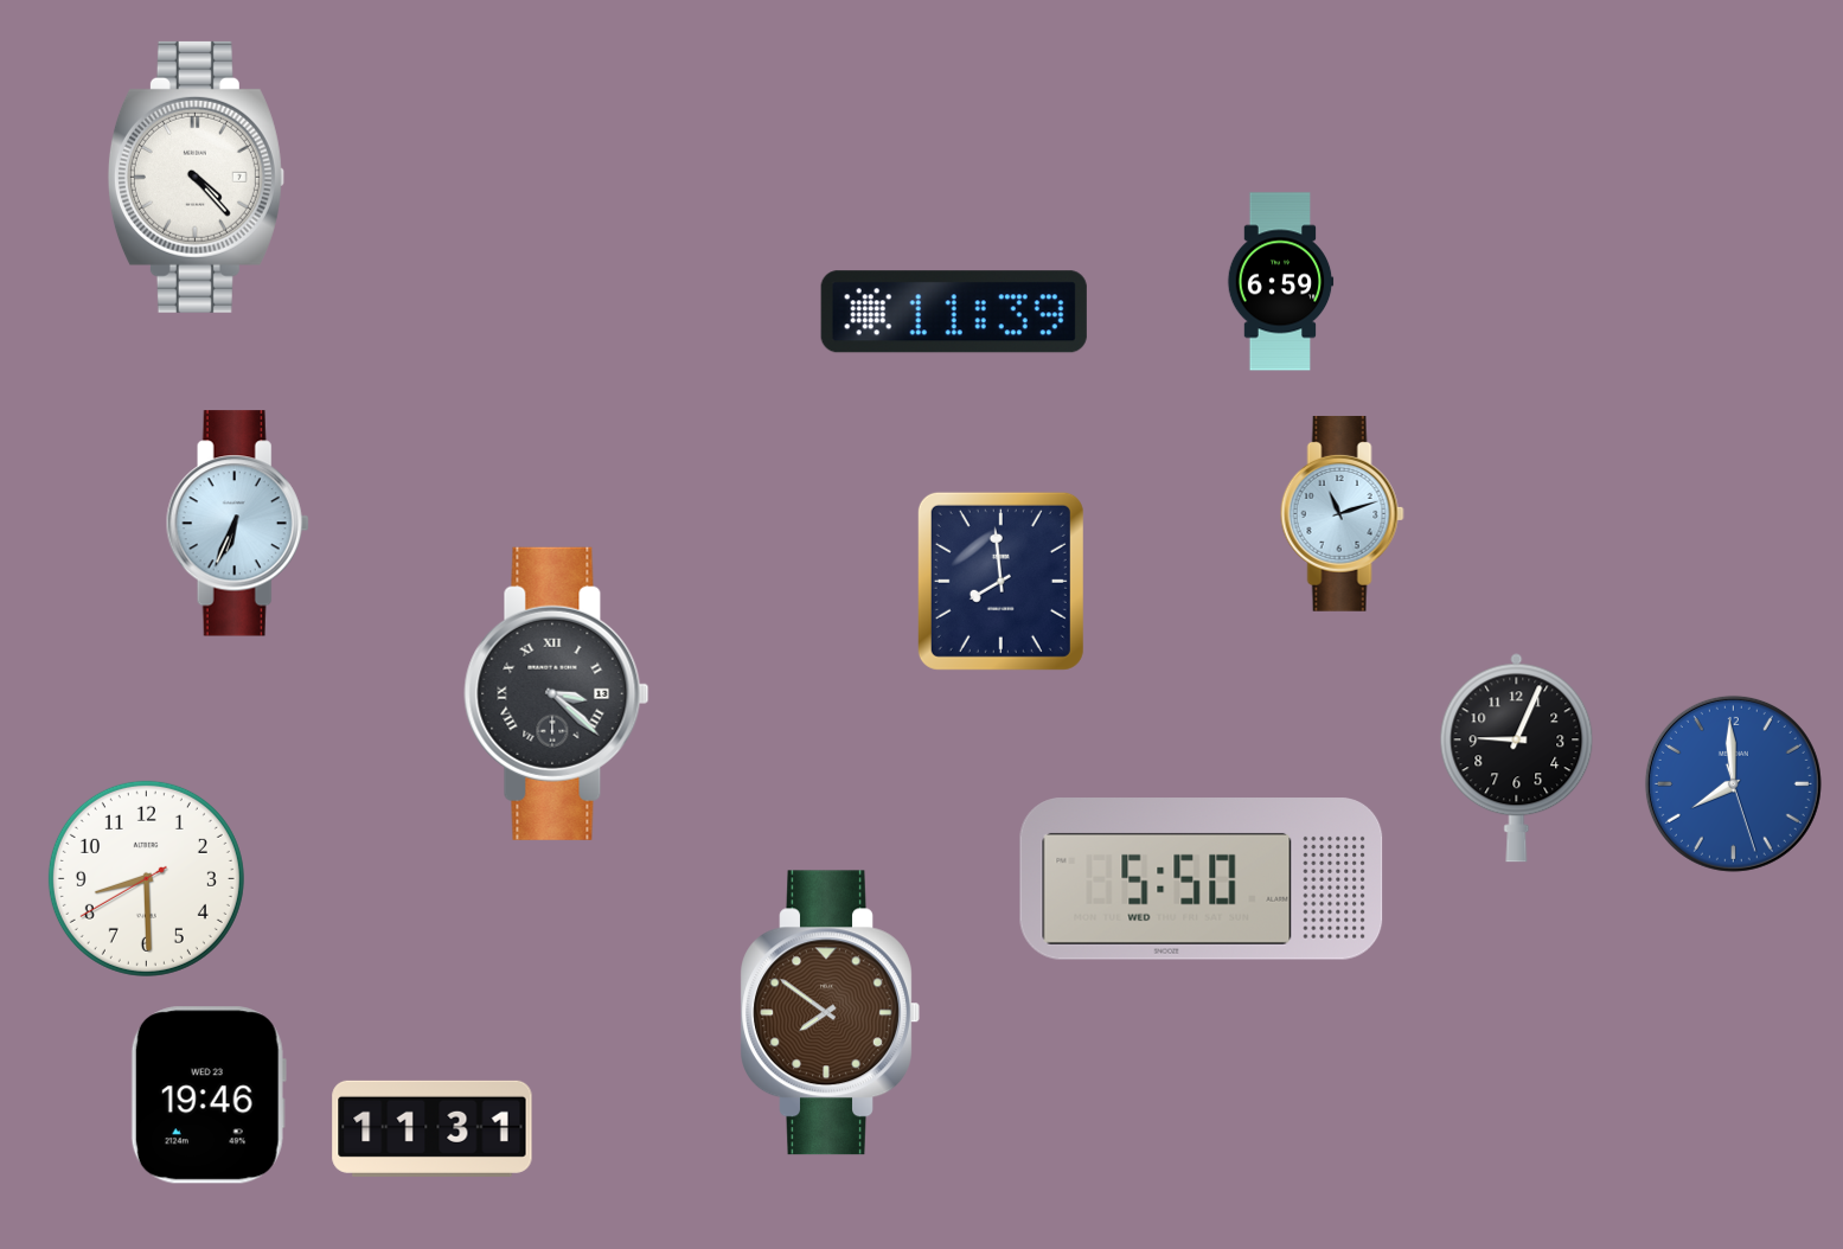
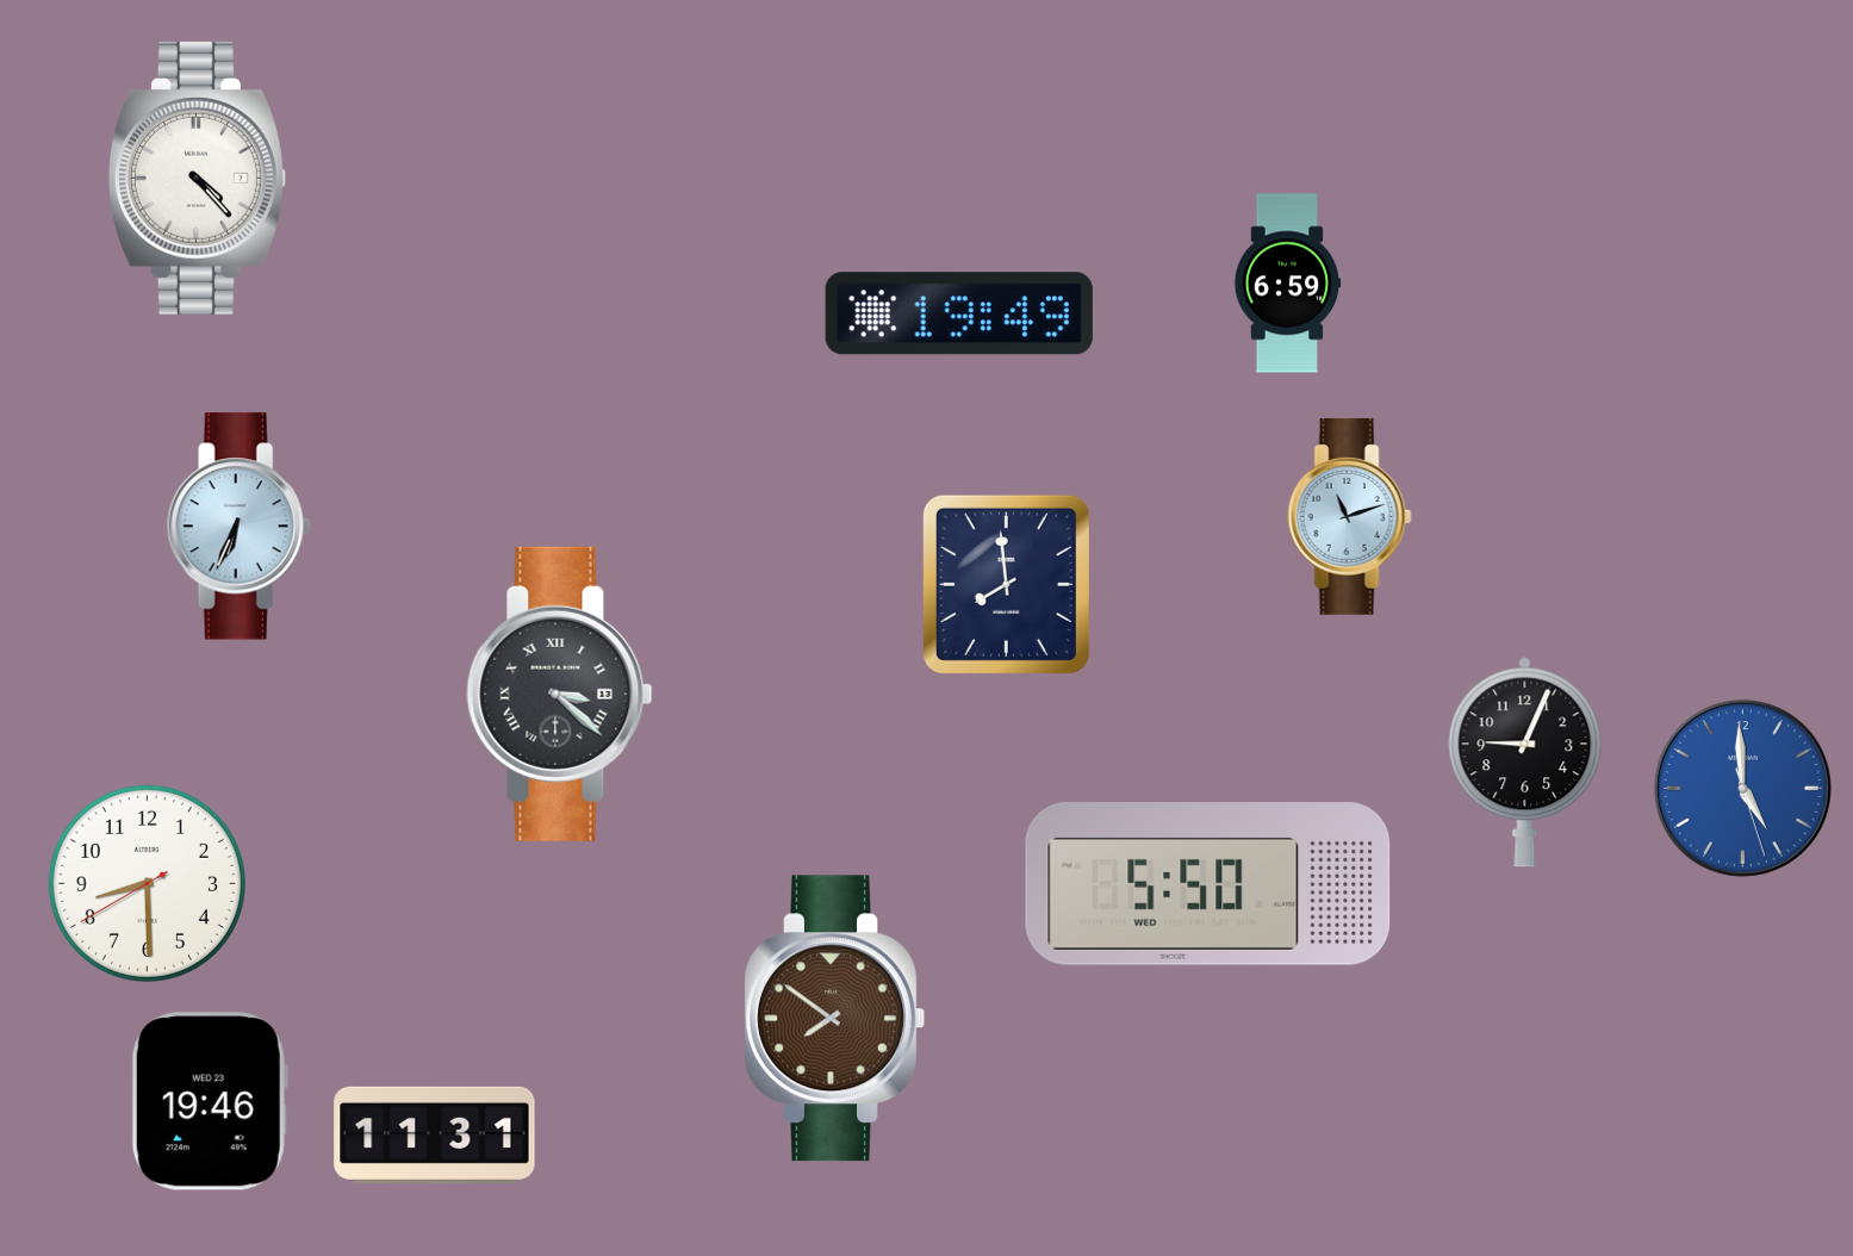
clock at (954, 312): 11:39 -> 19:49
clock at (557, 693) position: (557, 693) -> (560, 694)
clock at (1733, 783): 7:59 -> 4:59
